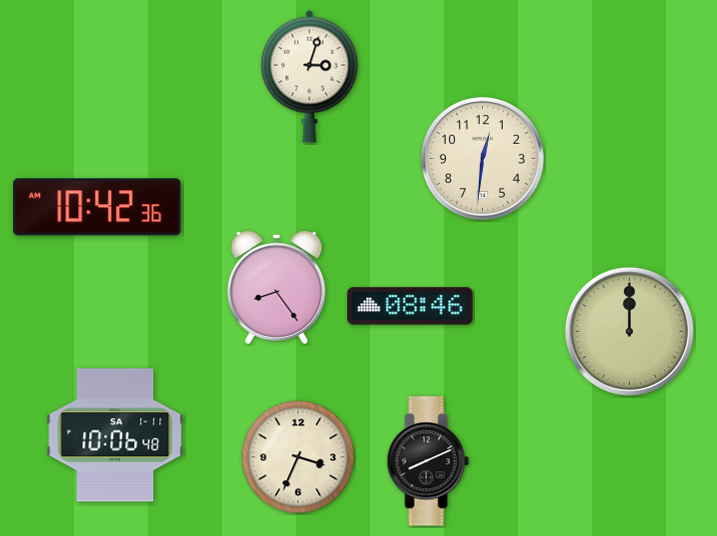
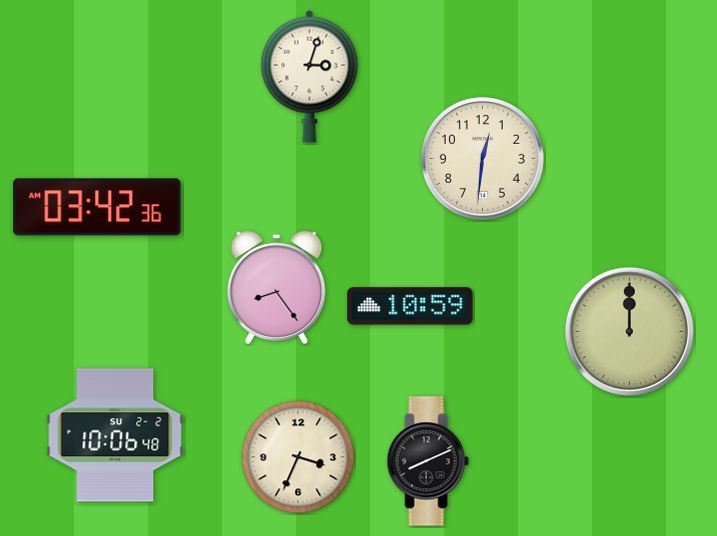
clock at (97, 207): 10:42 -> 03:42
clock at (410, 306): 08:46 -> 10:59
clock at (115, 435) date: SA 1-11 -> SU 2-2
